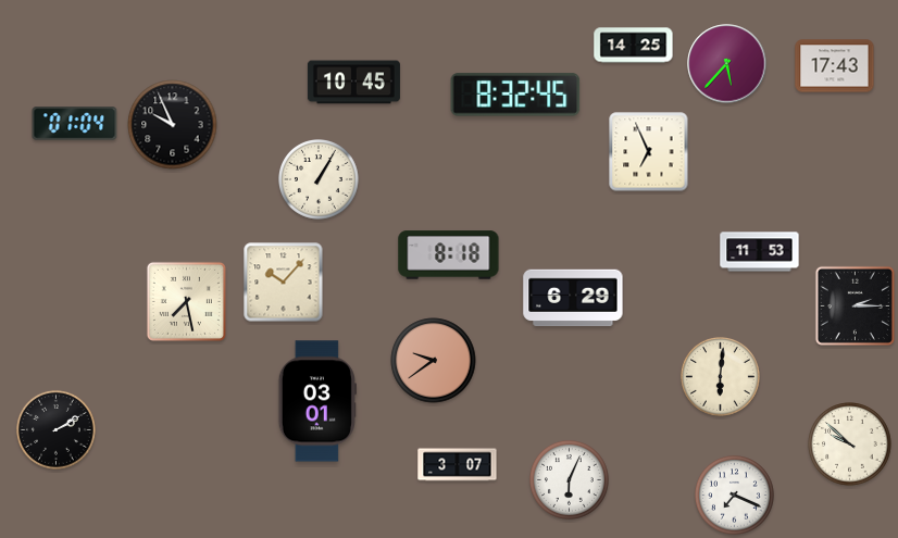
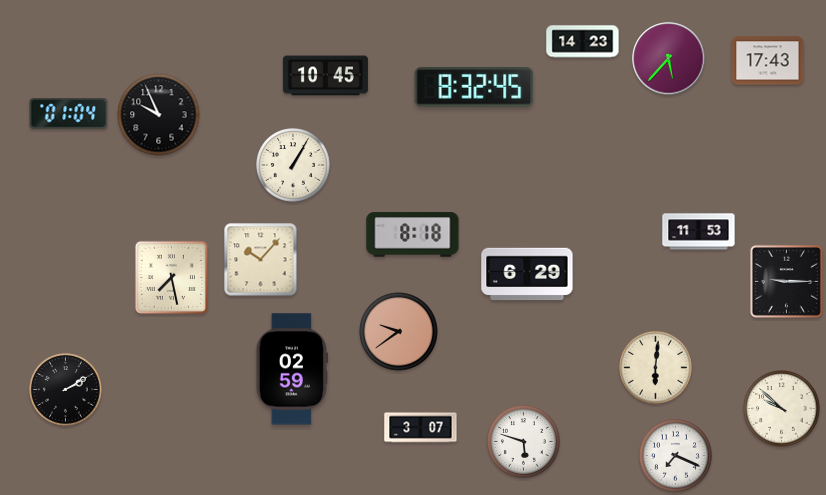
clock at (634, 46): 14:25 -> 14:23
clock at (649, 152): 6:56 -> none
clock at (855, 305): 2:15 -> 9:15
clock at (721, 377) position: (721, 377) -> (656, 368)
clock at (317, 401): 03:01 -> 02:59
clock at (57, 430) position: (57, 430) -> (66, 390)
clock at (570, 480): 6:04 -> 5:48
